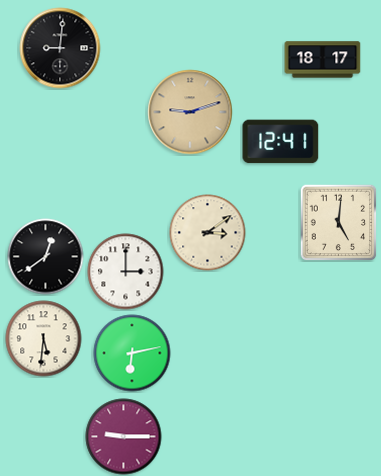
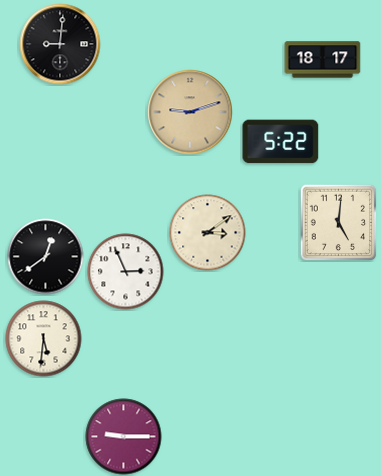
clock at (60, 48) position: (60, 48) -> (60, 44)
clock at (281, 142): 12:41 -> 5:22
clock at (126, 272): 3:00 -> 2:56
clock at (132, 353): 6:13 -> none
